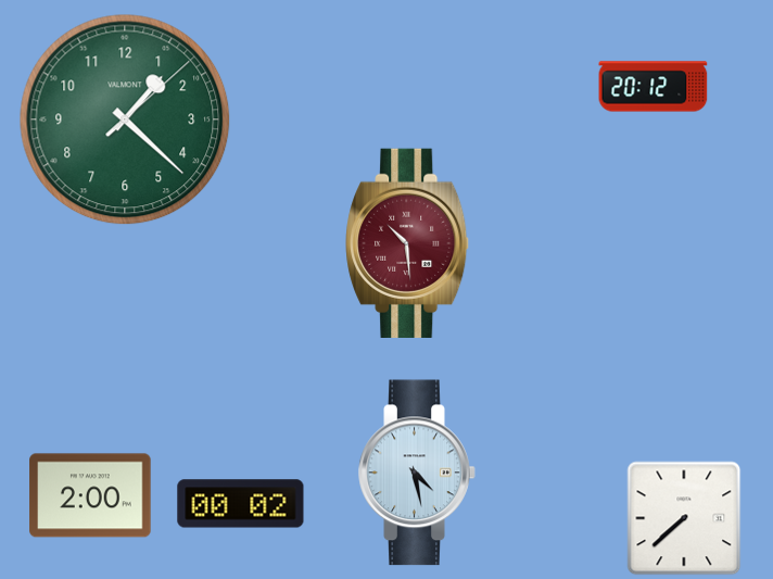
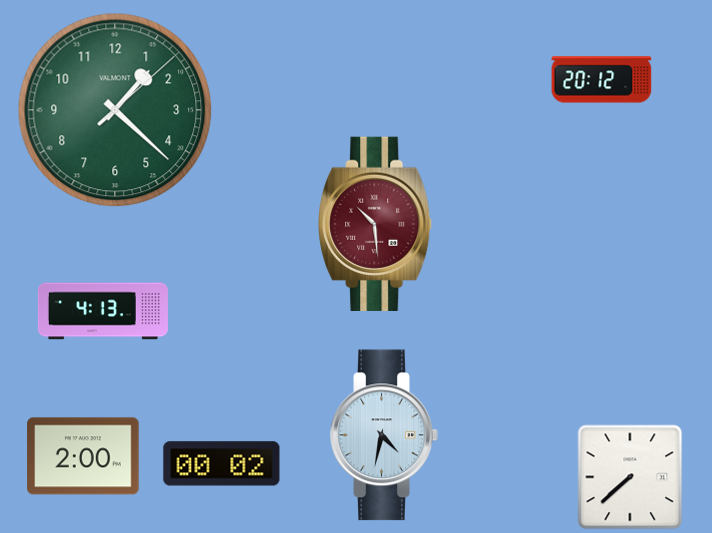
clock at (103, 311): none -> 4:13
clock at (417, 473): 4:28 -> 4:32
